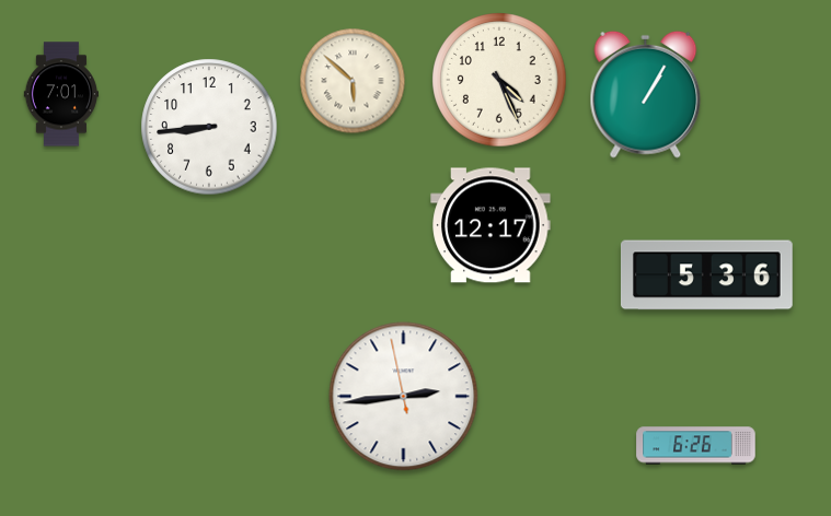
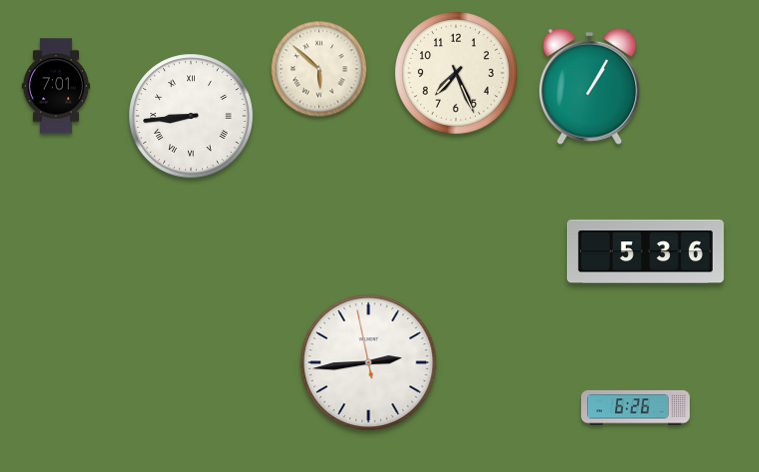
clock at (499, 80): 4:26 -> 7:26
clock at (353, 81) position: (353, 81) -> (319, 69)
clock at (209, 127) numerals: Arabic -> Roman
clock at (490, 225): 12:17 -> none
